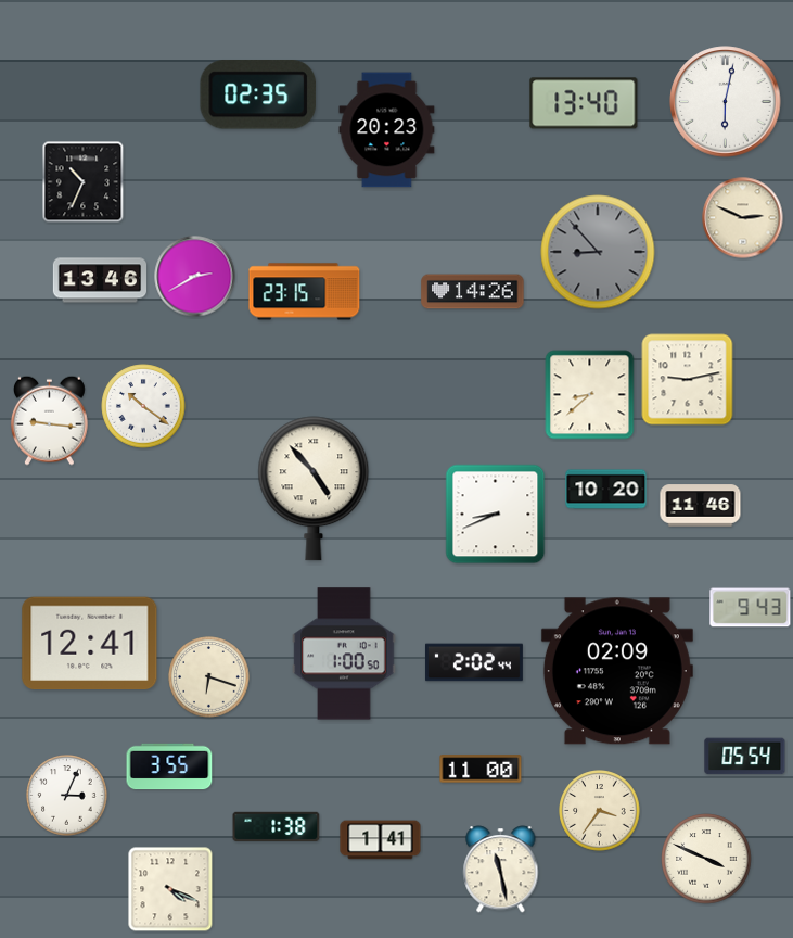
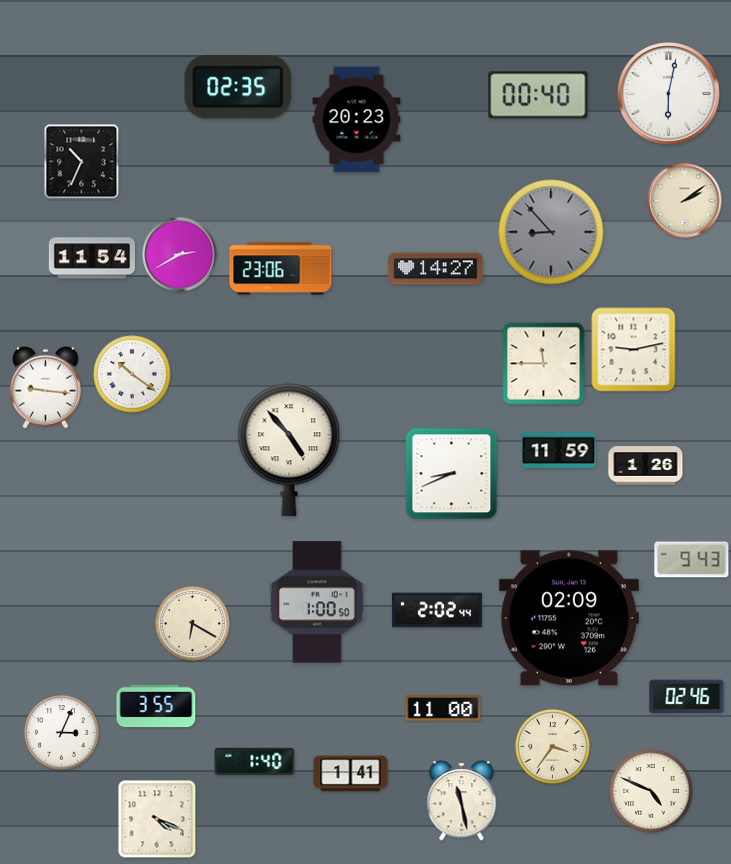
clock at (584, 103): 13:40 -> 00:40
clock at (84, 182) position: (84, 182) -> (82, 162)
clock at (743, 218): 2:49 -> 2:09
clock at (99, 280): 13:46 -> 11:54
clock at (305, 292): 23:15 -> 23:06
clock at (473, 292): 14:26 -> 14:27
clock at (590, 395): 8:38 -> 11:45
clock at (606, 490): 10:20 -> 11:59
clock at (701, 506): 11:46 -> 1:26
clock at (496, 515) position: (496, 515) -> (452, 474)
clock at (90, 644): 12:41 -> none
clock at (209, 677): 6:18 -> 6:20
clock at (745, 757): 05:54 -> 02:46
clock at (277, 826): 1:38 -> 1:40
clock at (706, 859): 3:49 -> 4:49
